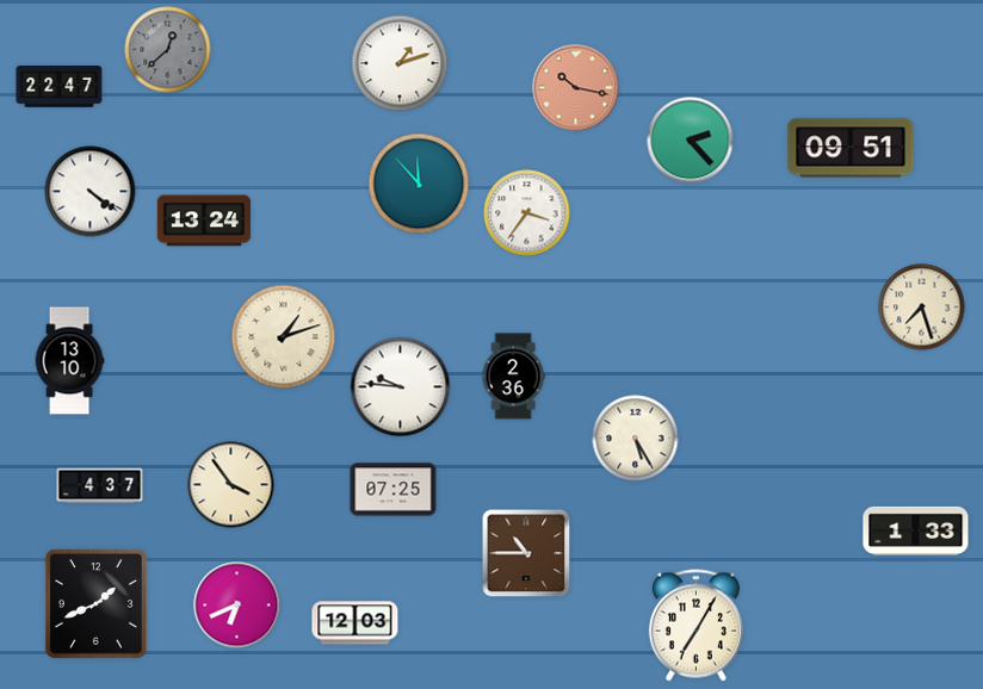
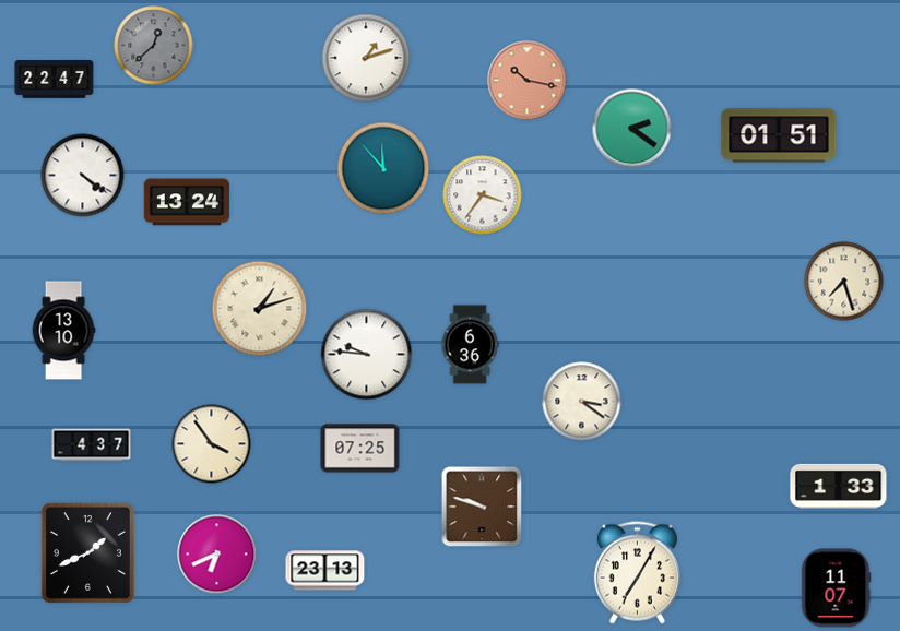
clock at (691, 141): 2:23 -> 2:21
clock at (851, 148): 09:51 -> 01:51
clock at (513, 377): 2:36 -> 6:36
clock at (636, 439): 5:25 -> 3:21
clock at (526, 553): 10:45 -> 9:48
clock at (356, 623): 12:03 -> 23:13
clock at (837, 588): none -> 11:07
